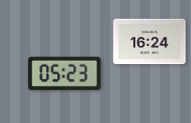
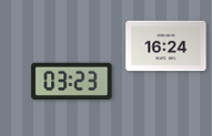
clock at (65, 74): 05:23 -> 03:23
